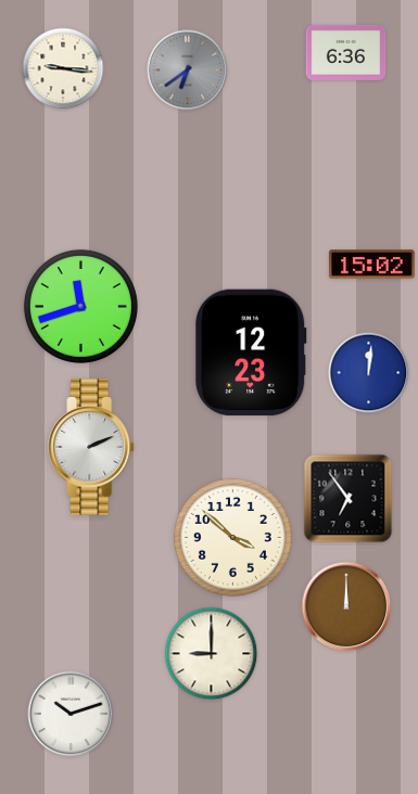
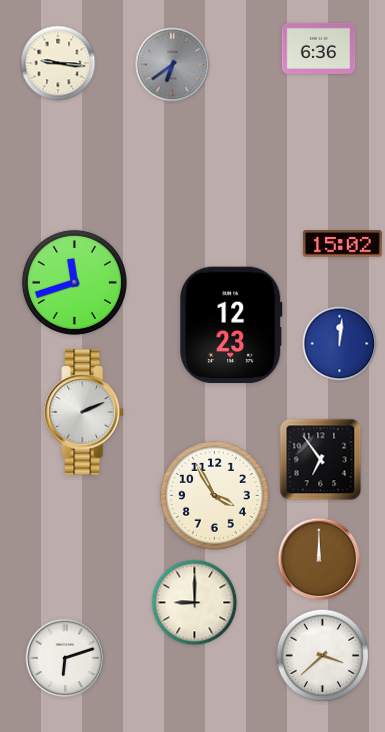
clock at (232, 537): 3:52 -> 3:55
clock at (323, 656): none -> 3:38
clock at (71, 714): 10:12 -> 6:12
